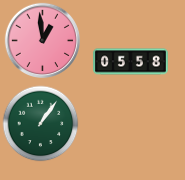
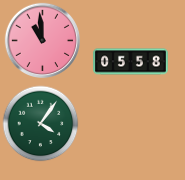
clock at (42, 40): 12:59 -> 10:59
clock at (41, 124): 1:06 -> 4:06
